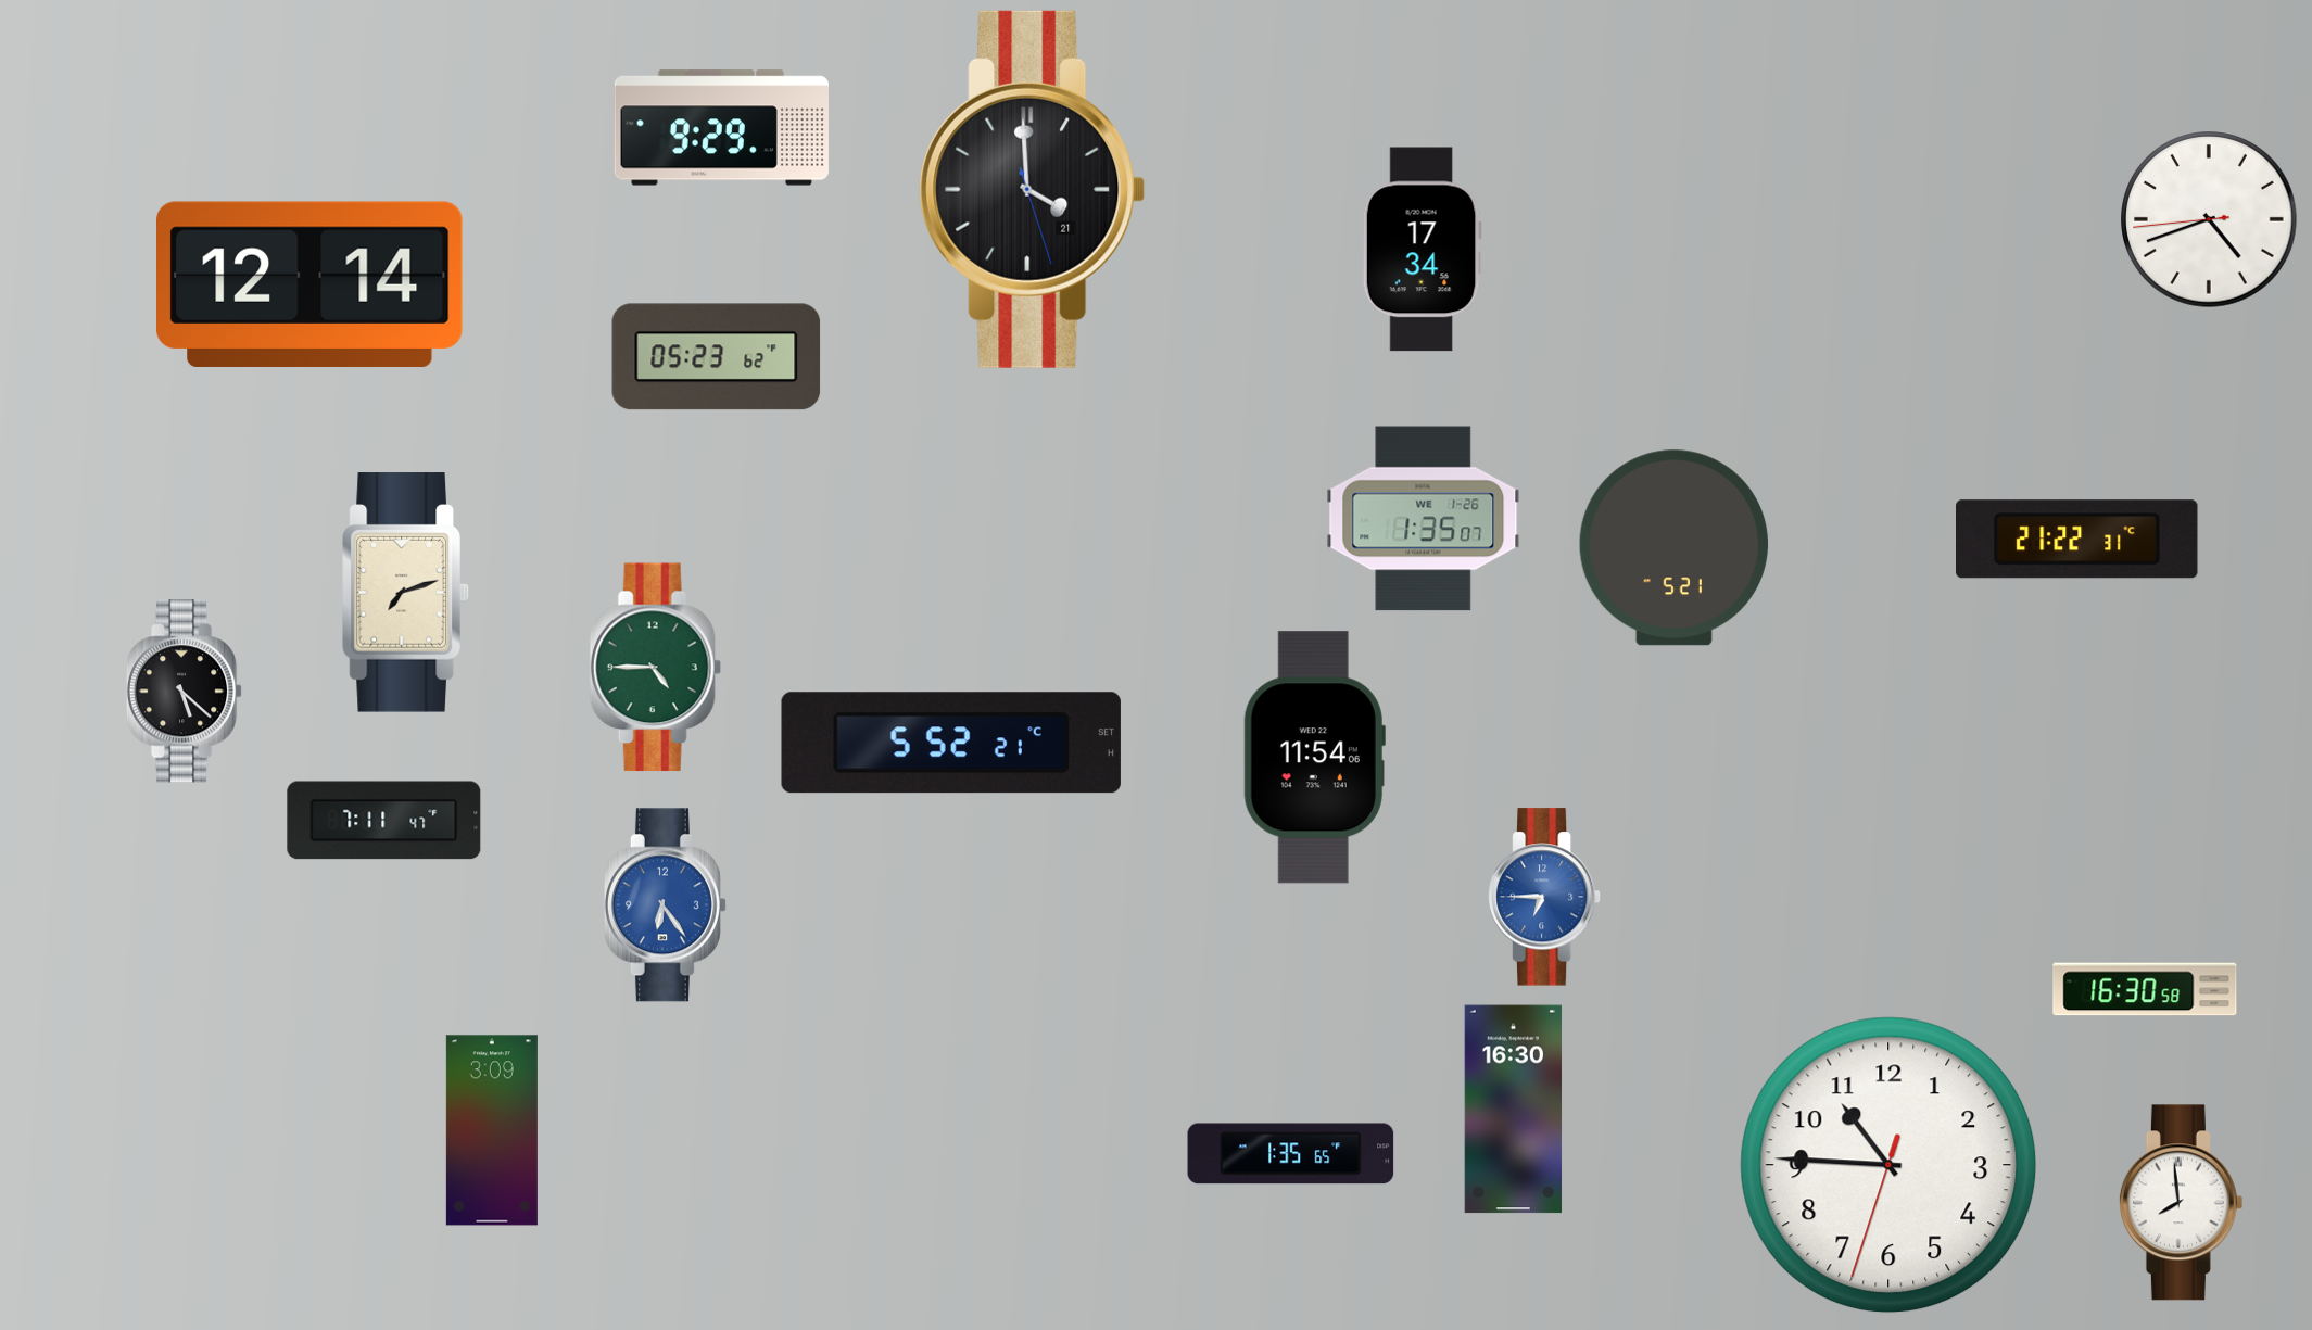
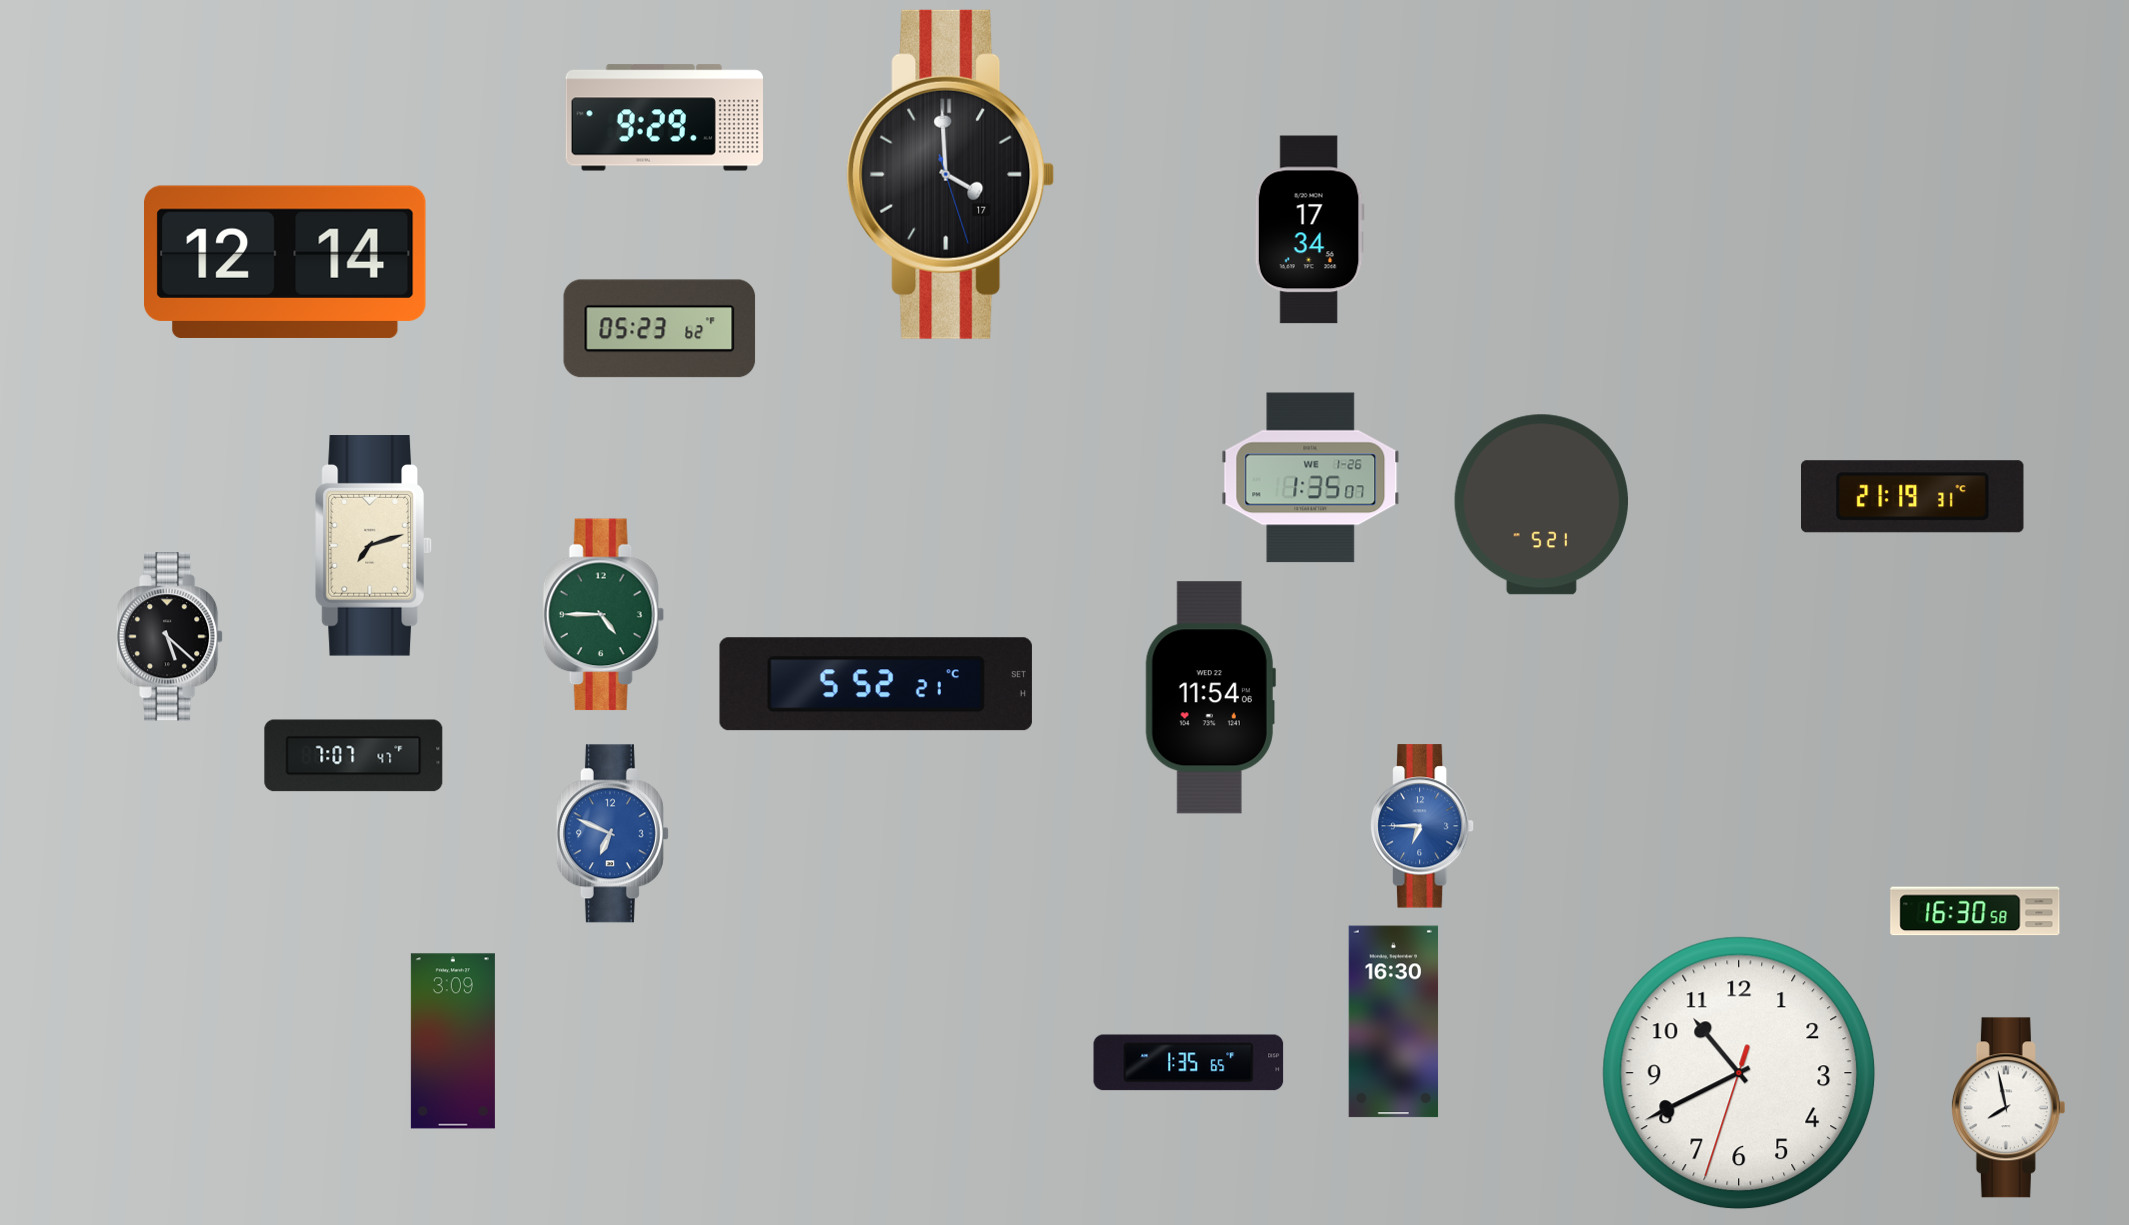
clock at (1033, 189) date: 21 -> 17
clock at (2209, 219): 4:41 -> none
clock at (2077, 540): 21:22 -> 21:19
clock at (384, 821): 7:11 -> 7:07
clock at (665, 905): 6:24 -> 6:49
clock at (1888, 1165): 10:45 -> 10:40
clock at (2181, 1203): 7:59 -> 7:58
